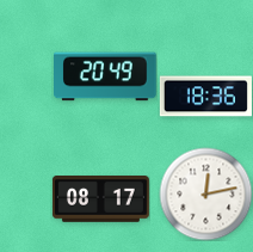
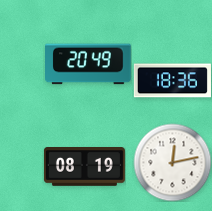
clock at (100, 199): 08:17 -> 08:19
